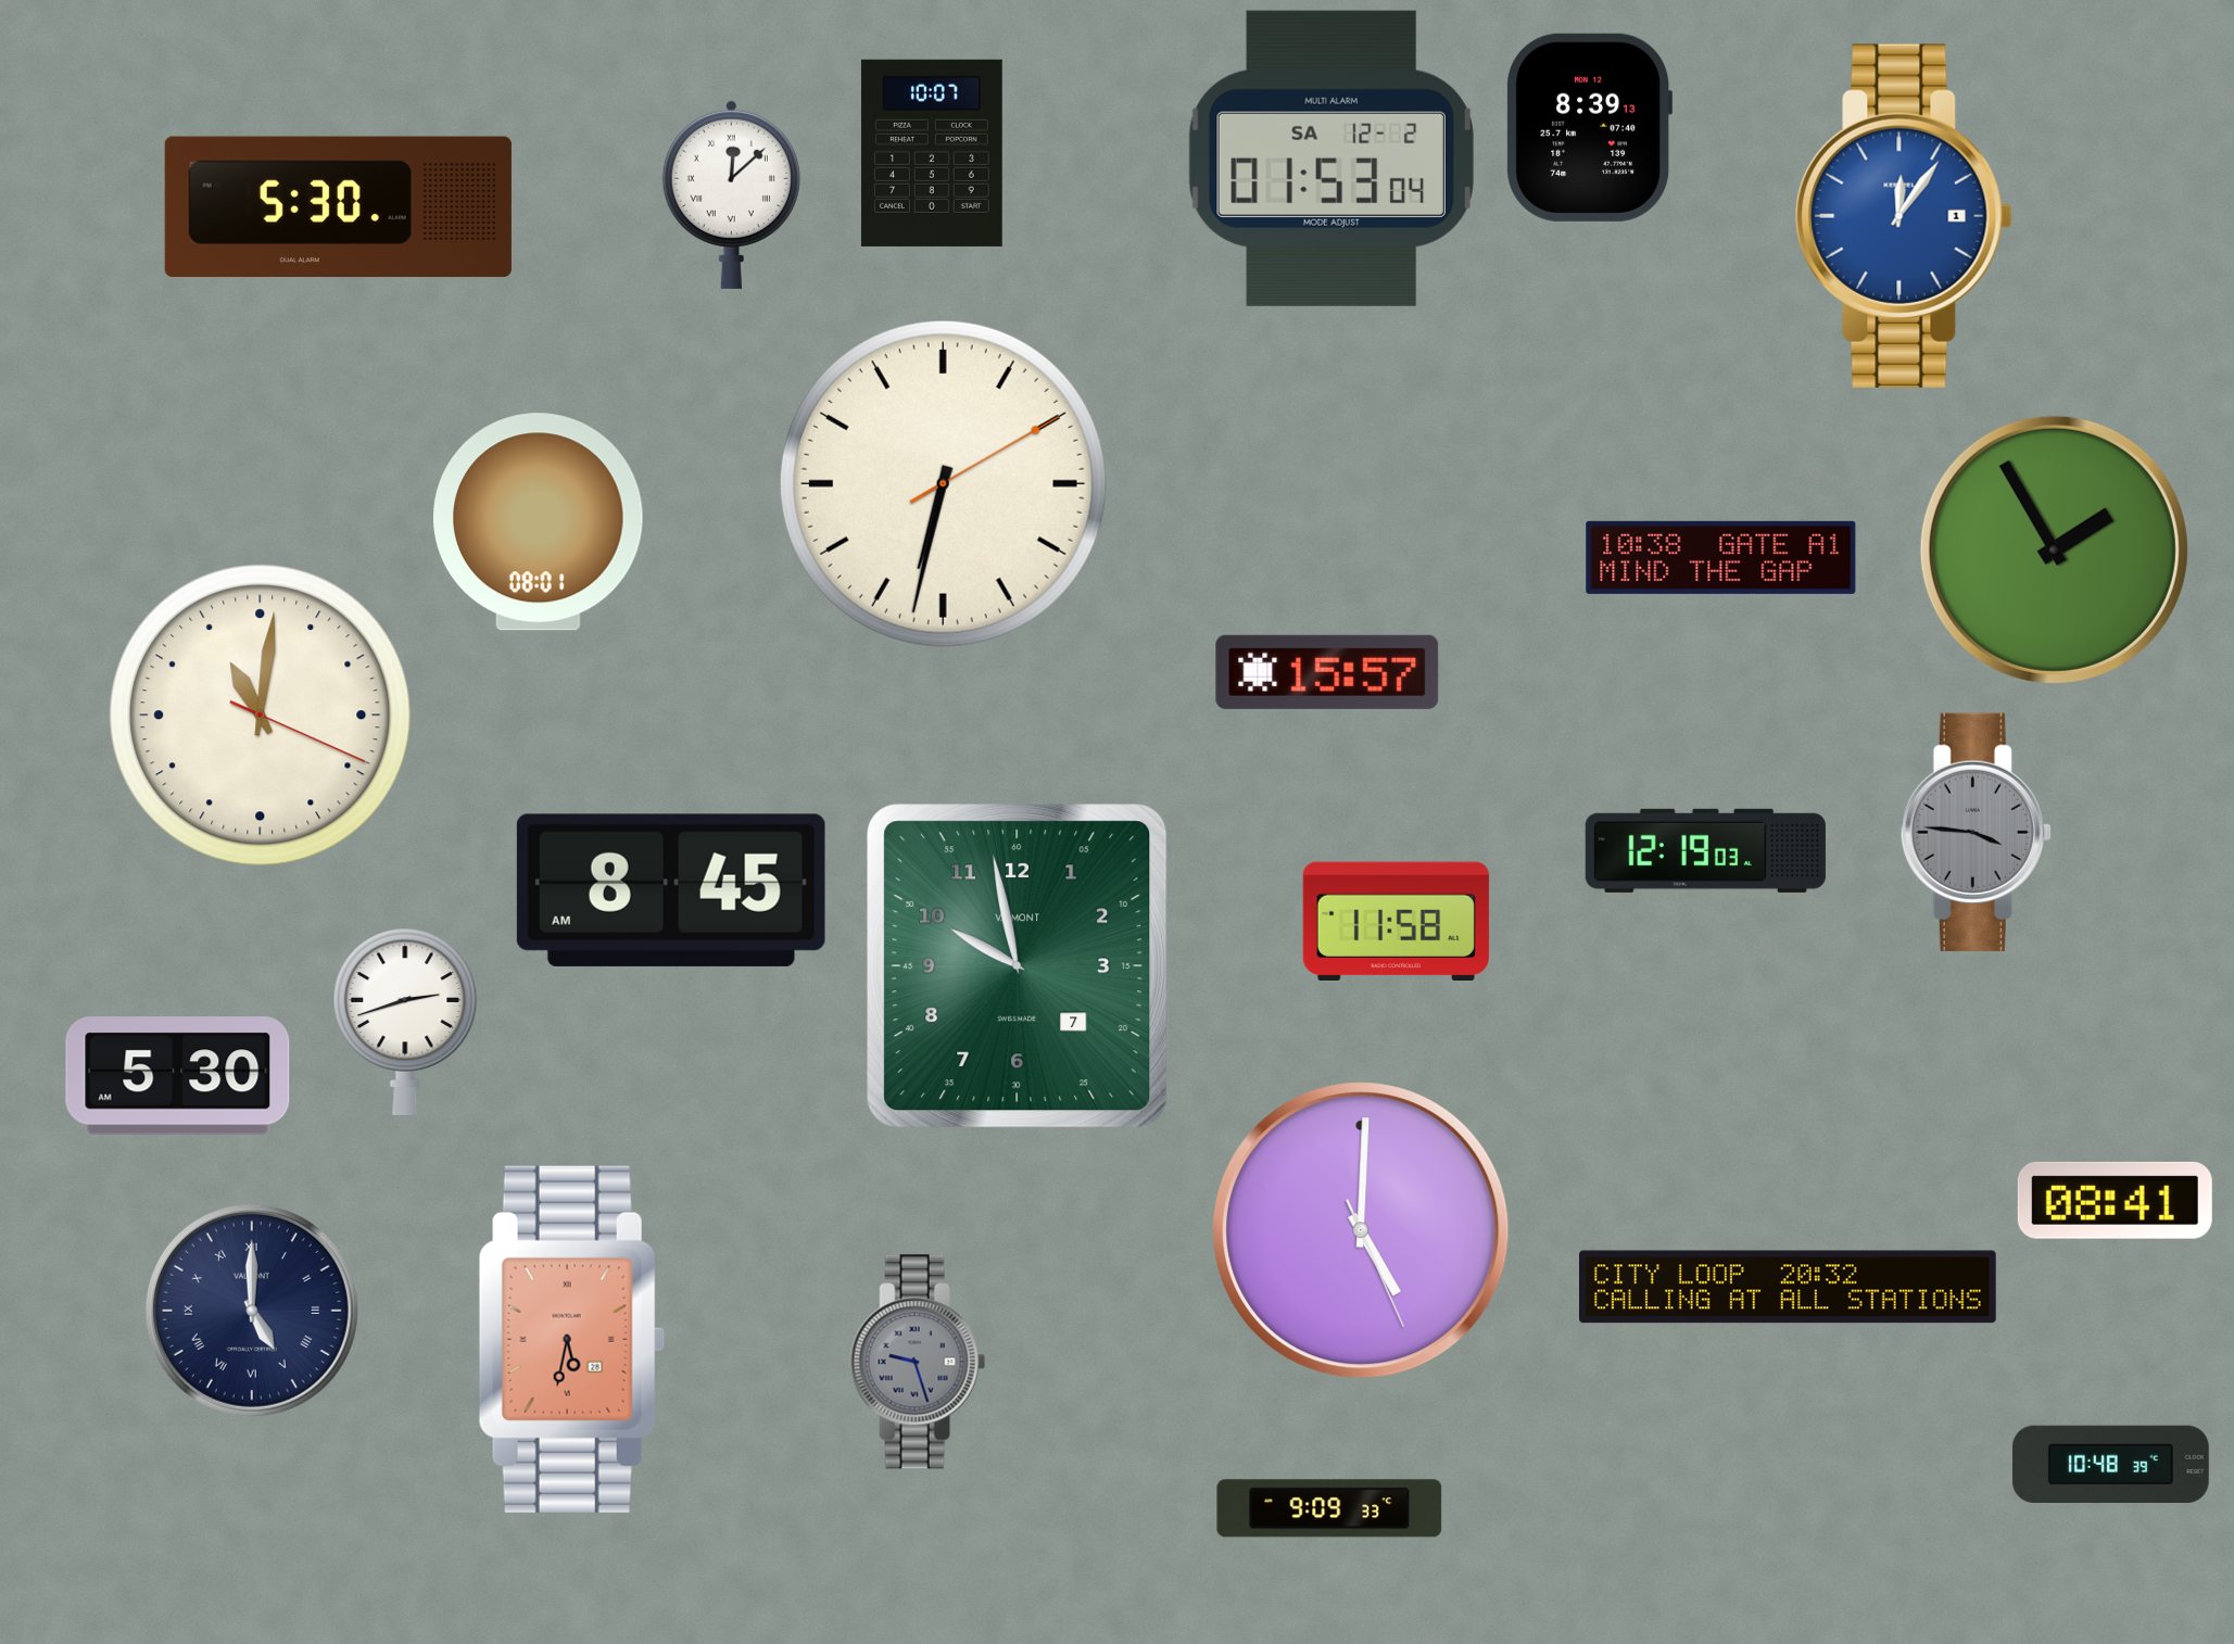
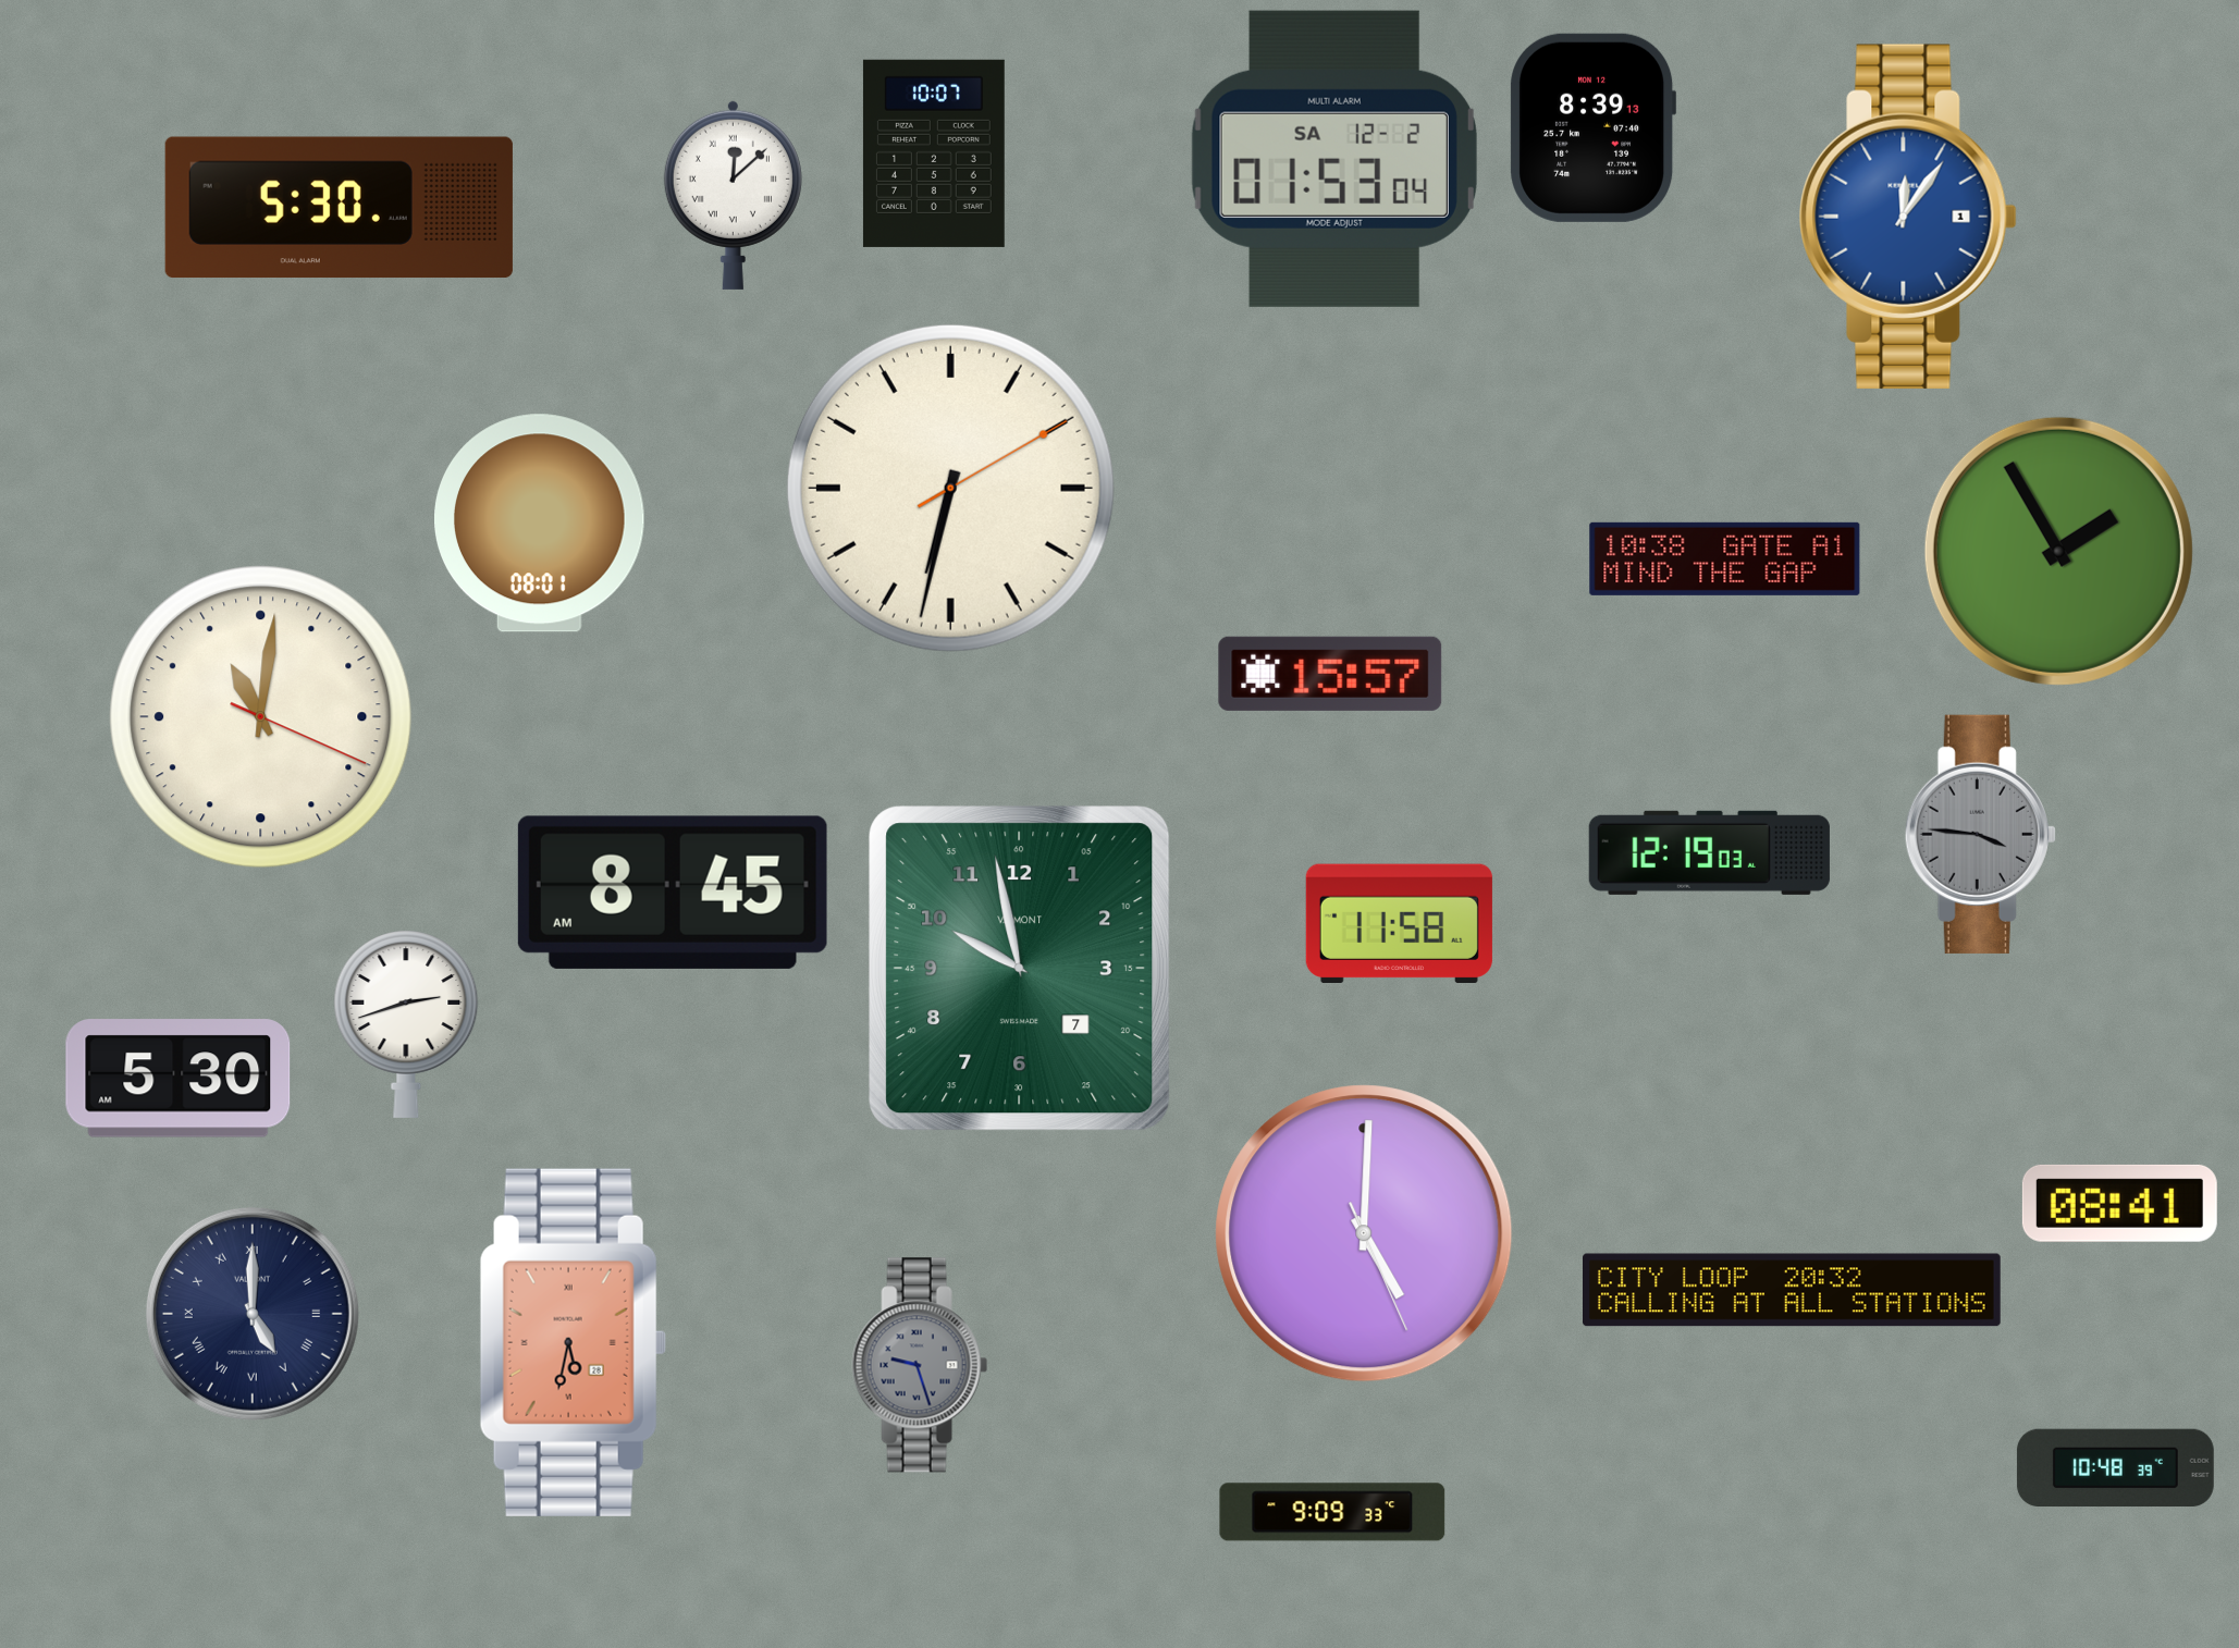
clock at (943, 483) position: (943, 483) -> (950, 488)
